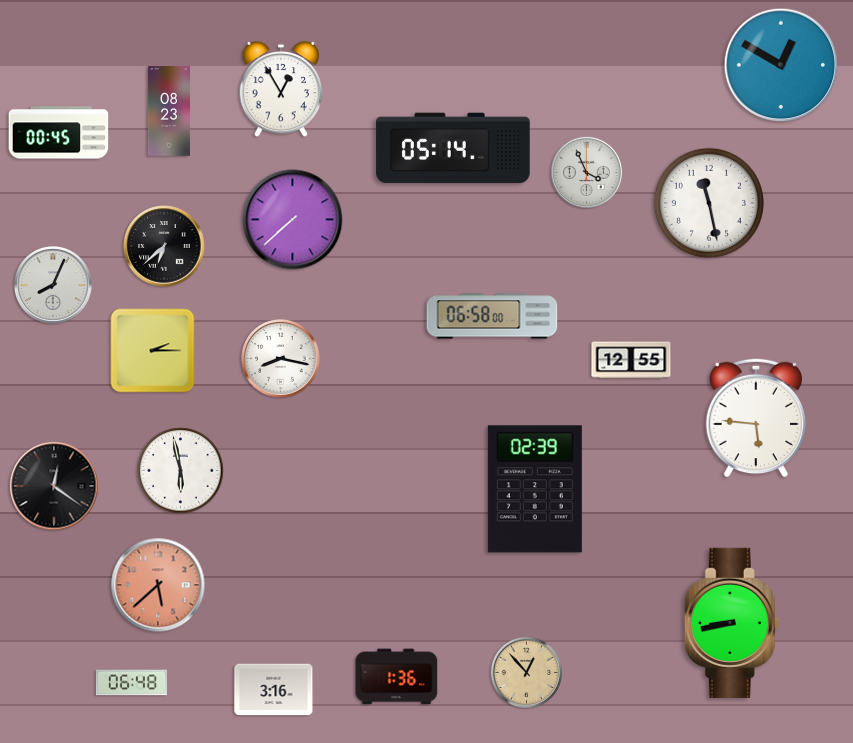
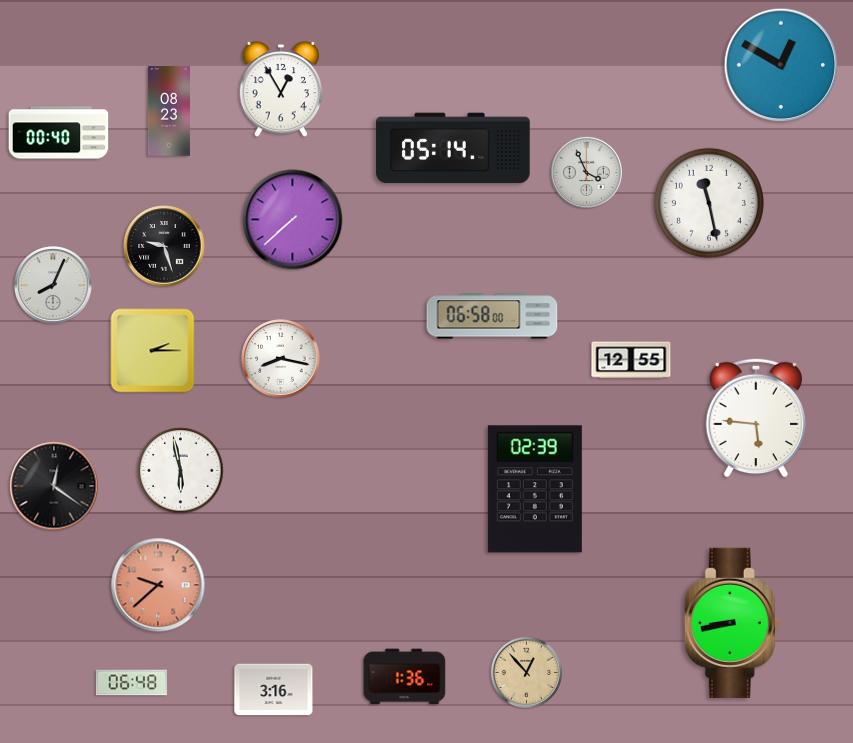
clock at (59, 133): 00:45 -> 00:40
clock at (164, 246): 6:38 -> 9:27
clock at (158, 585): 5:38 -> 9:38
clock at (397, 677) position: (397, 677) -> (405, 677)
